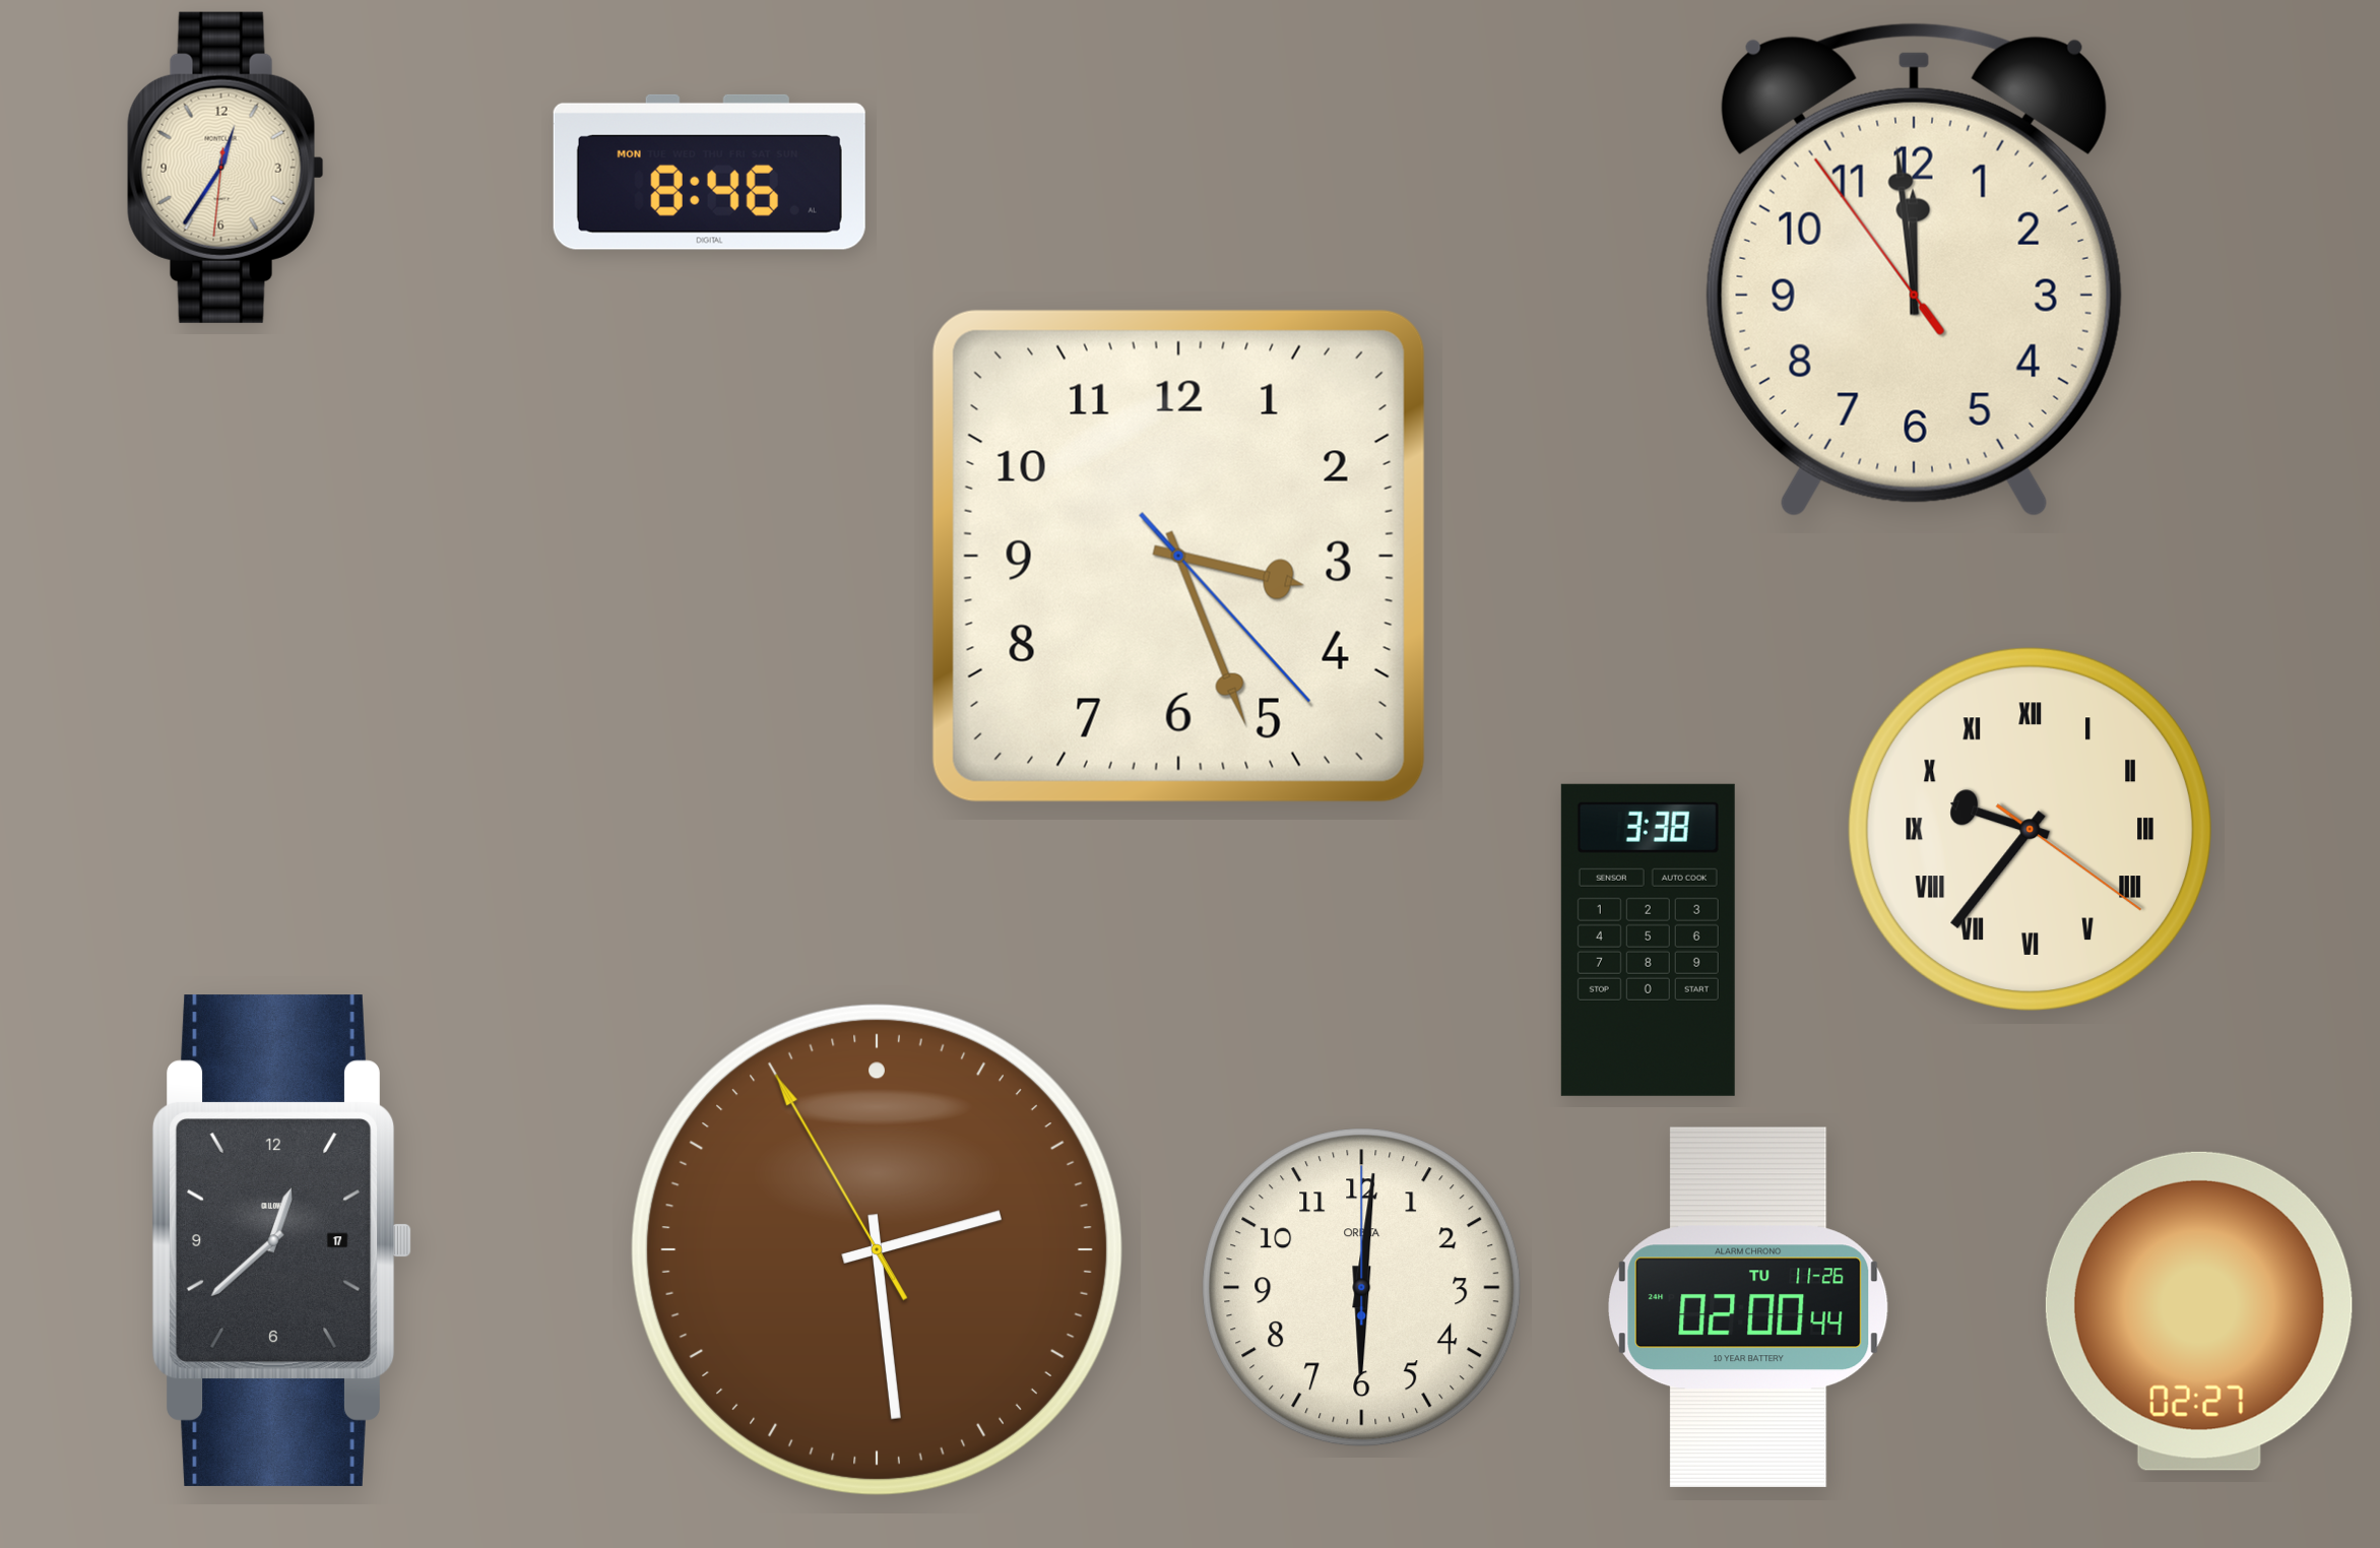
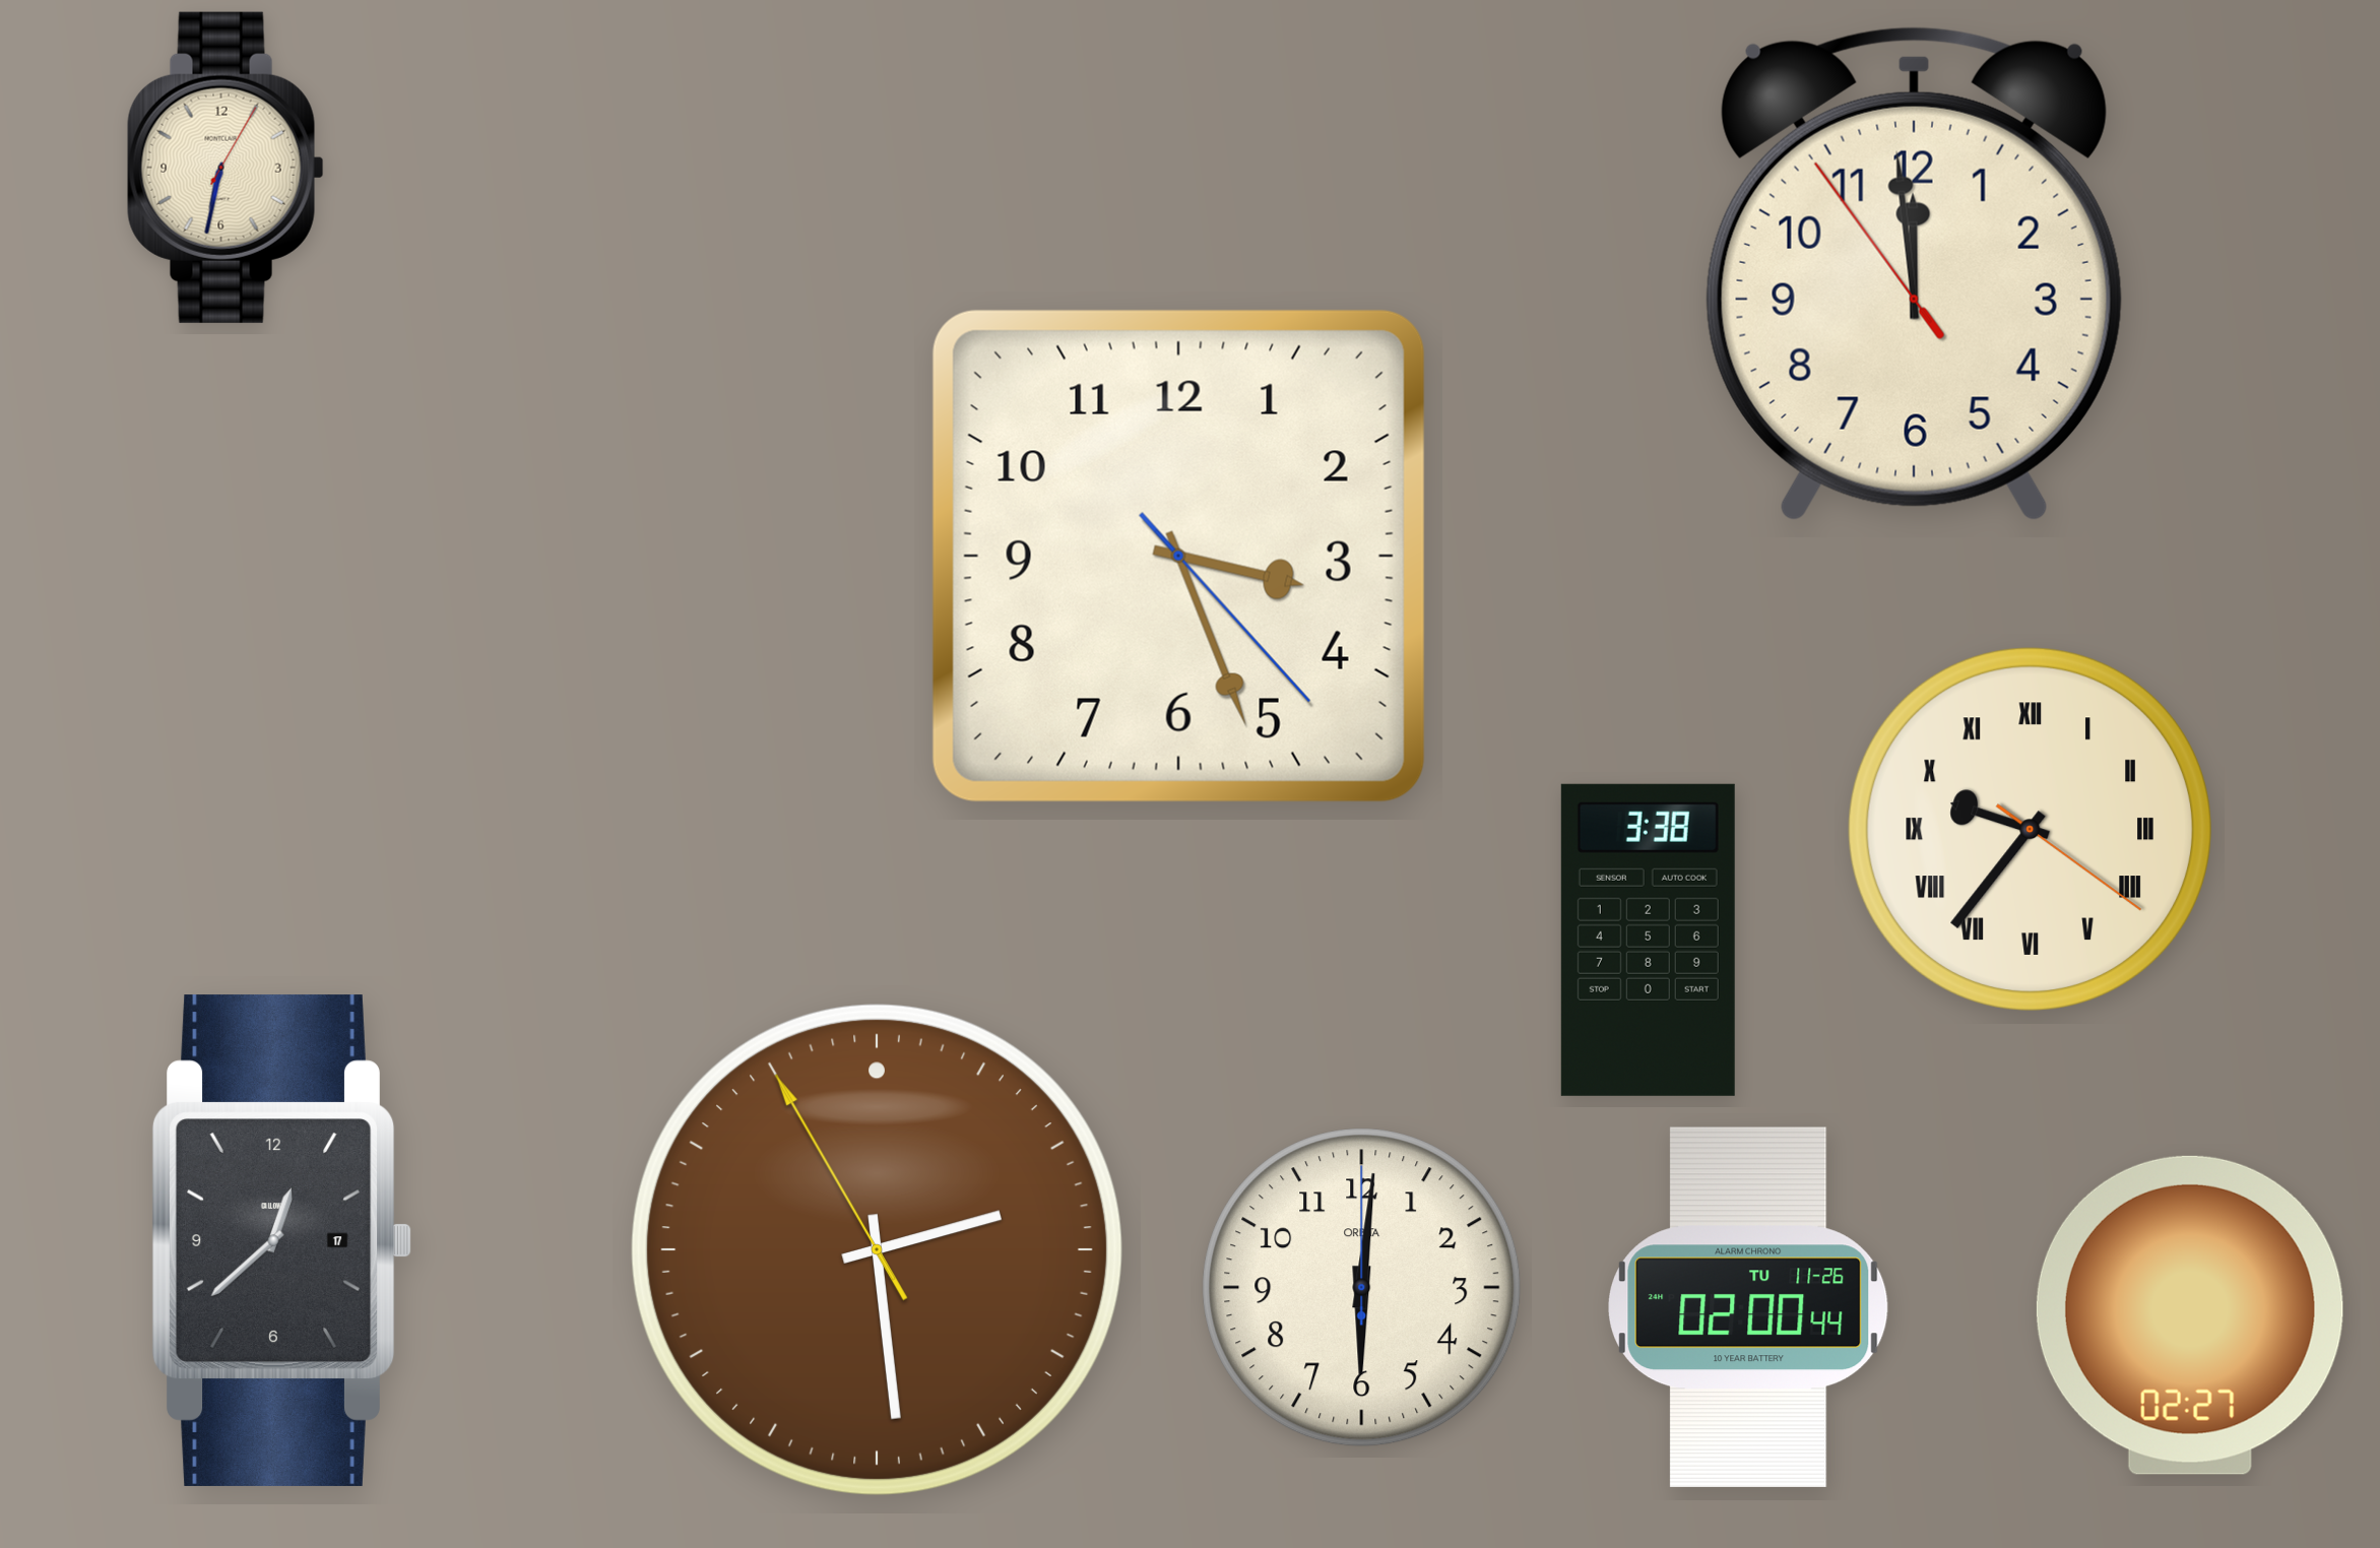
clock at (226, 168): 12:35 -> 6:32
clock at (709, 172): 8:46 -> none
clock at (1914, 269) position: (1914, 269) -> (1914, 273)
clock at (2199, 1311) position: (2199, 1311) -> (2190, 1315)
